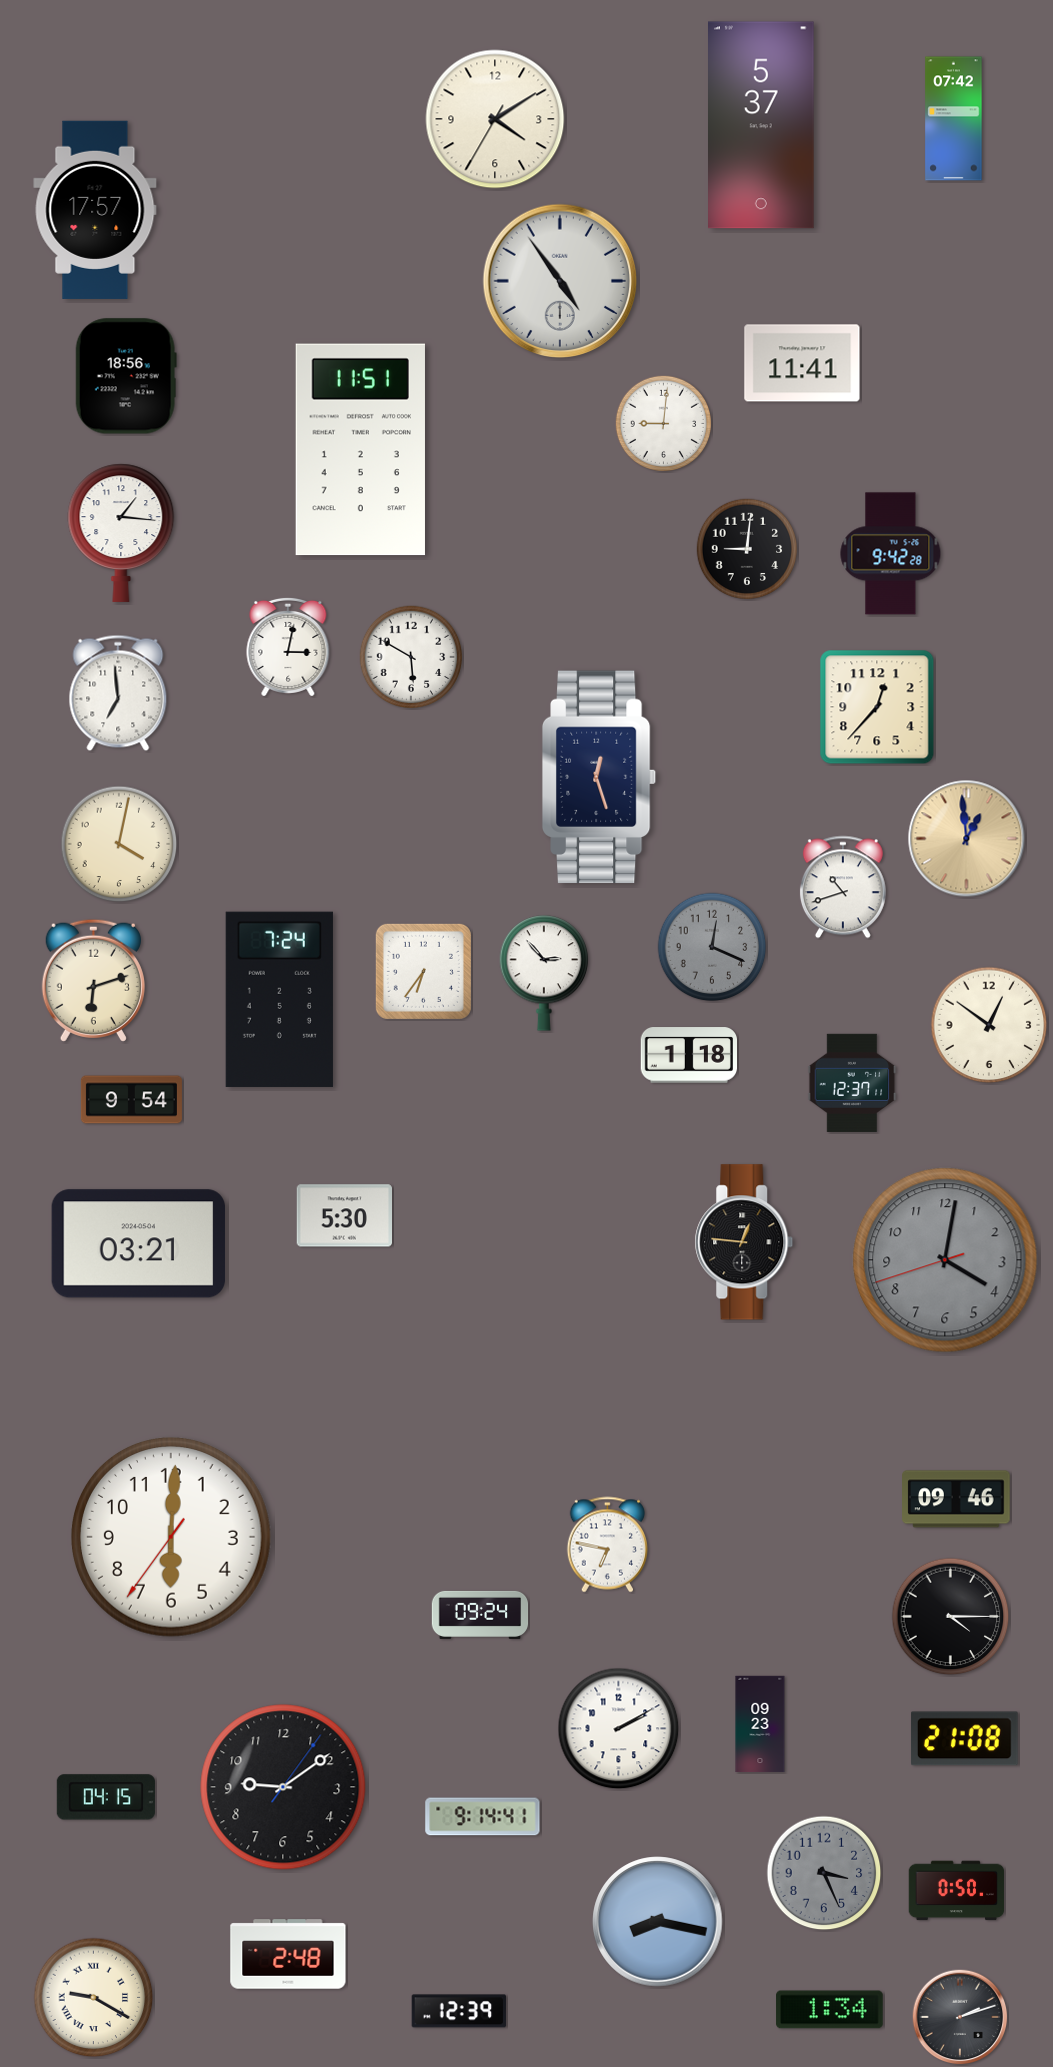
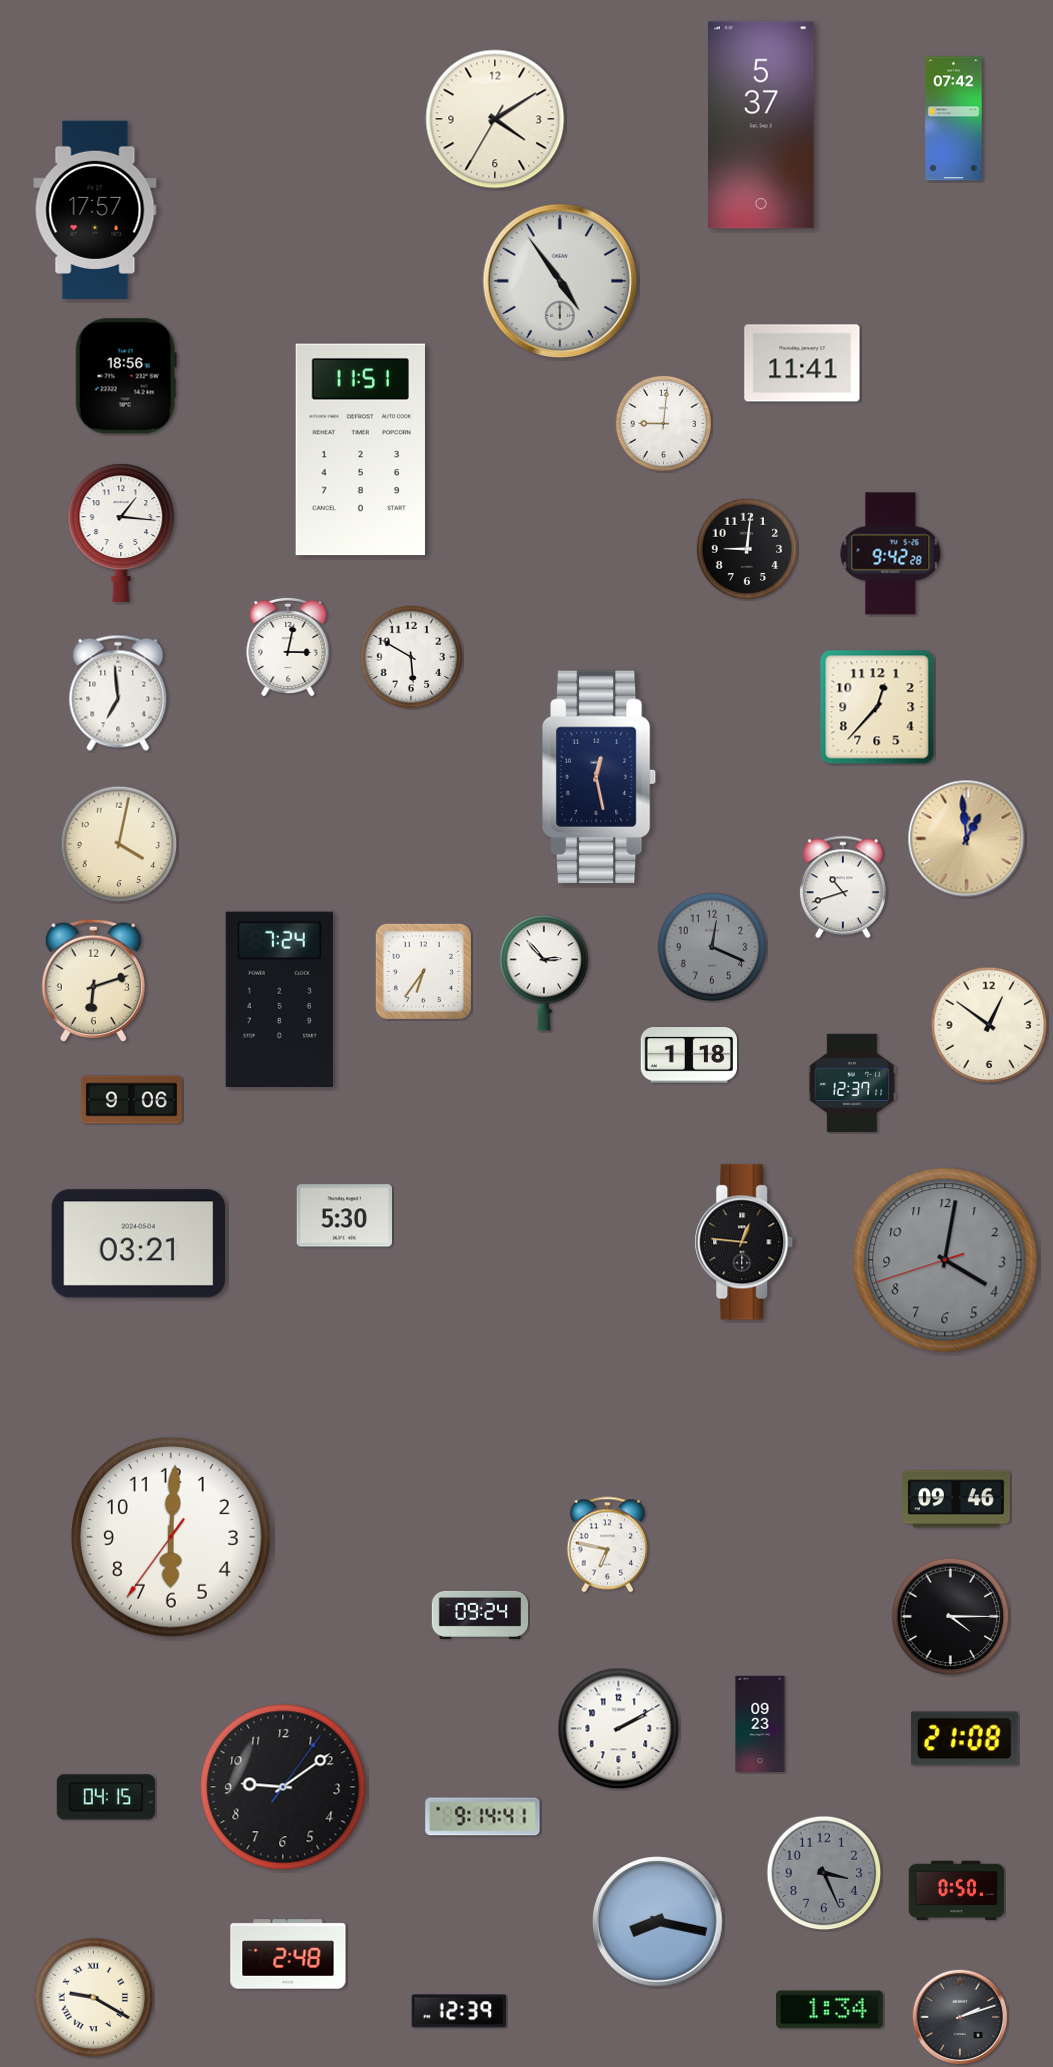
clock at (599, 777): 12:27 -> 12:28
clock at (131, 1100): 9:54 -> 9:06
